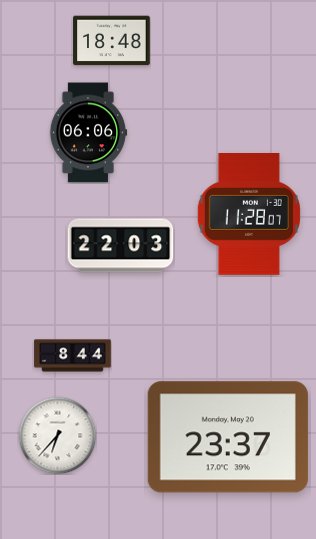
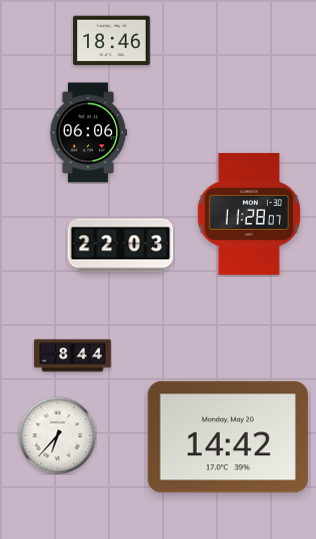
clock at (112, 41): 18:48 -> 18:46
clock at (228, 437): 23:37 -> 14:42
